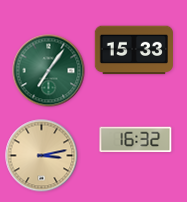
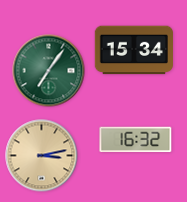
clock at (134, 50): 15:33 -> 15:34
